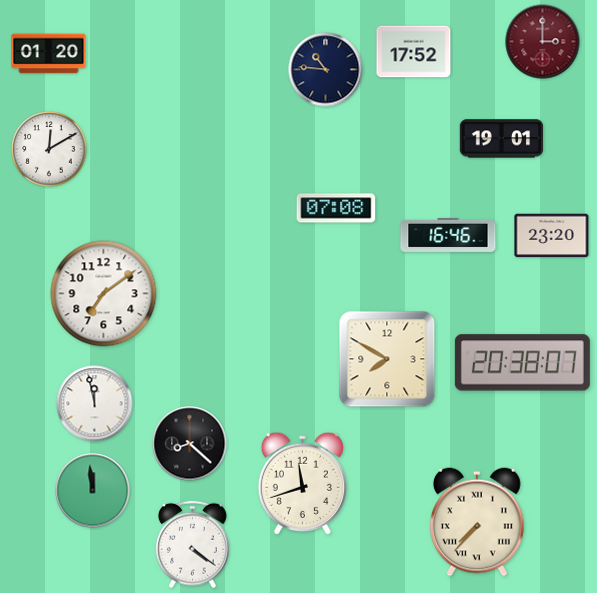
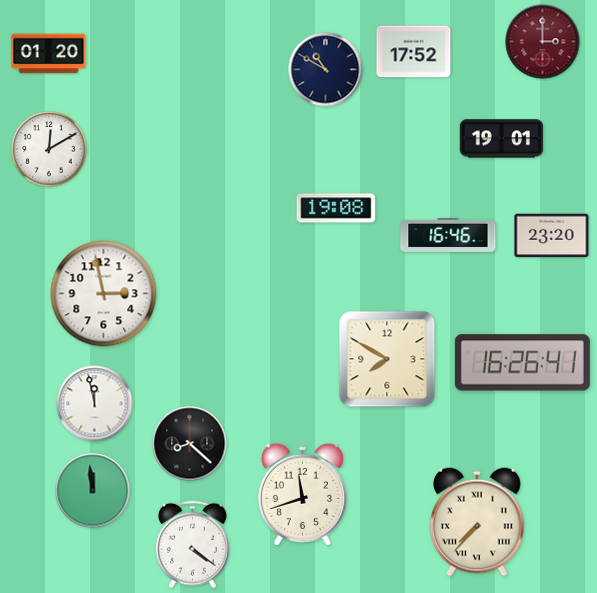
clock at (326, 70): 10:46 -> 10:50
clock at (336, 208): 07:08 -> 19:08
clock at (104, 294): 7:09 -> 2:58
clock at (522, 363): 20:38 -> 16:26
clock at (302, 483) position: (302, 483) -> (302, 494)
